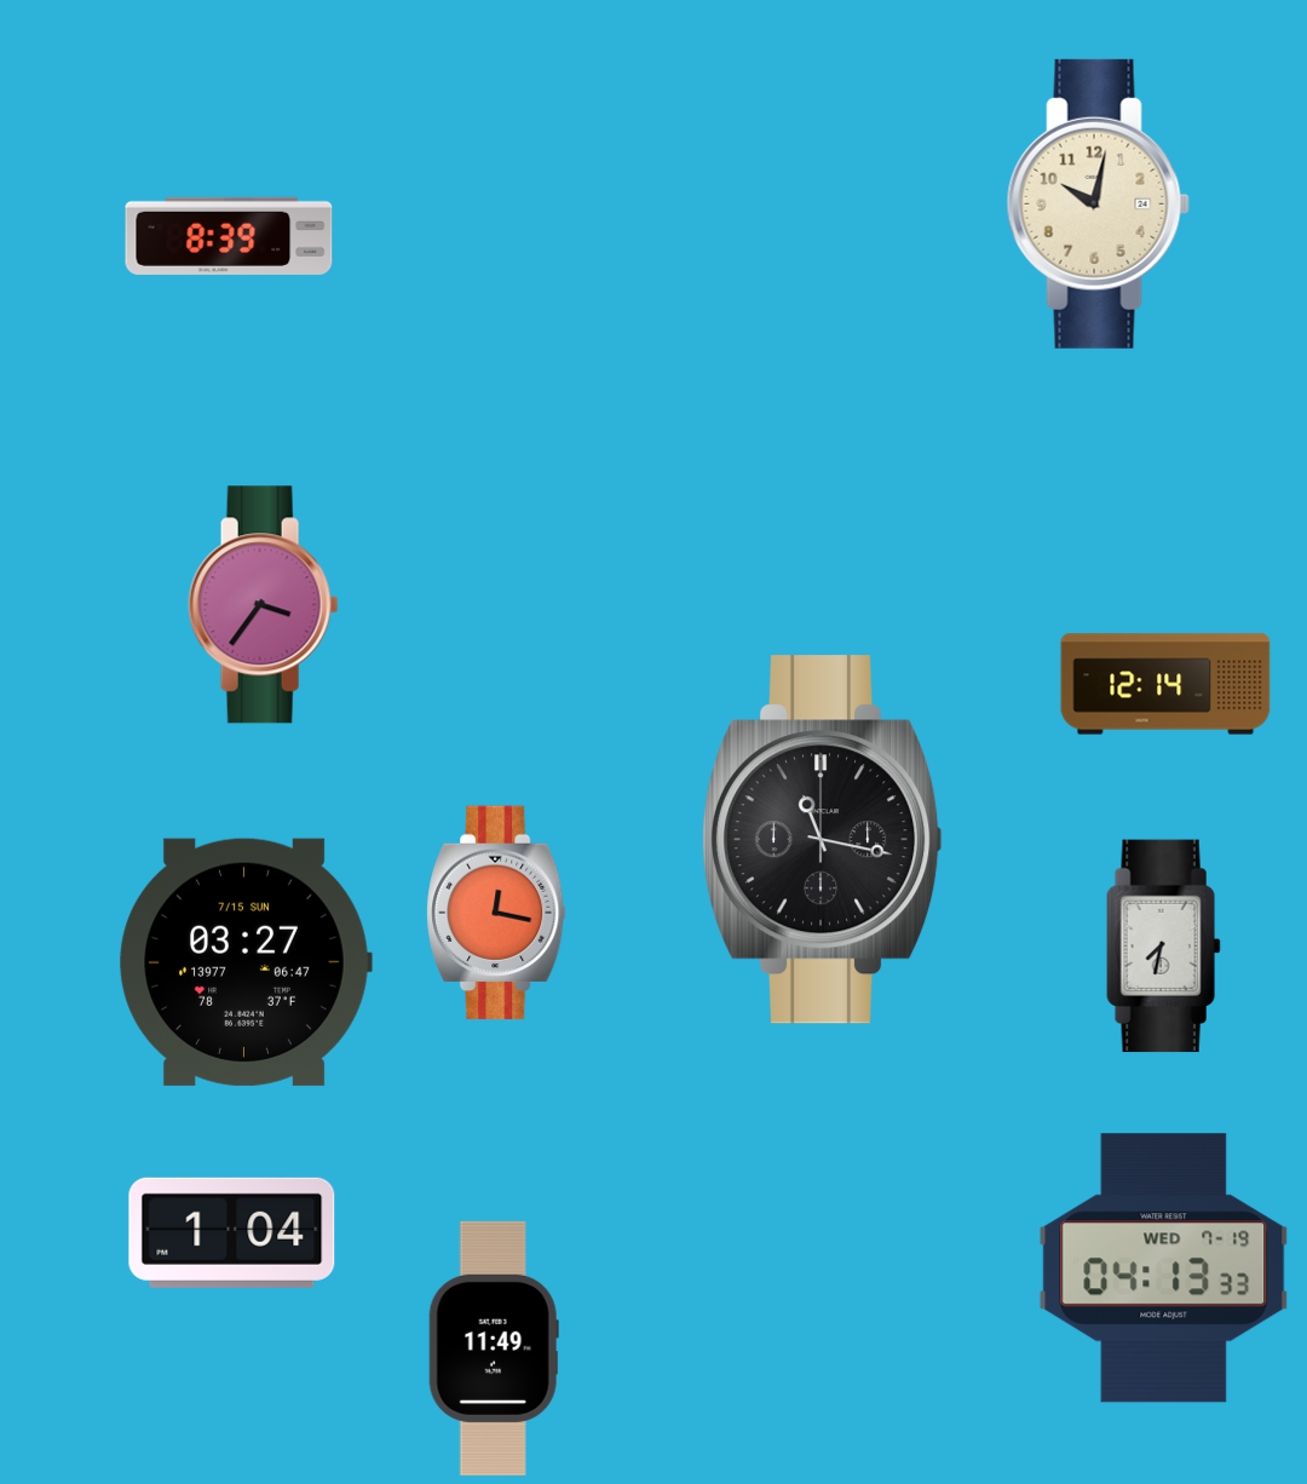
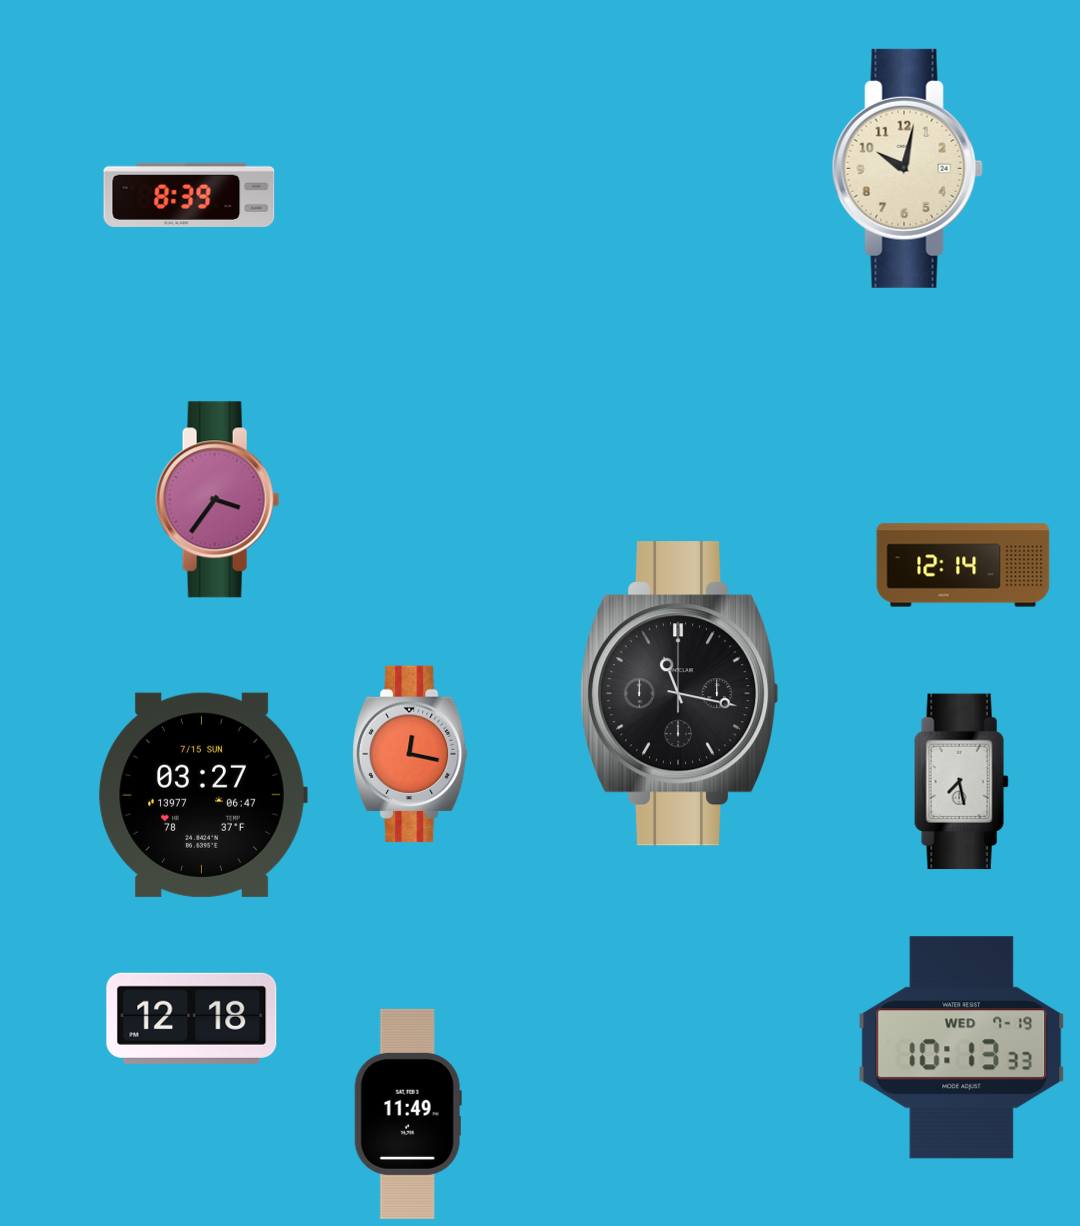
clock at (1164, 947): 7:32 -> 7:28
clock at (232, 1232): 1:04 -> 12:18
clock at (1164, 1269): 04:13 -> 10:13
